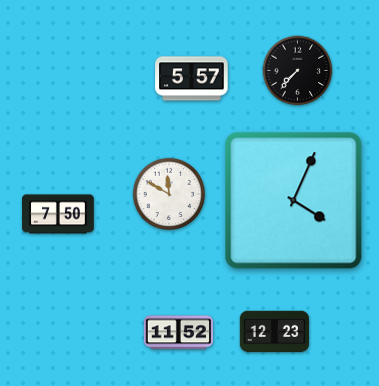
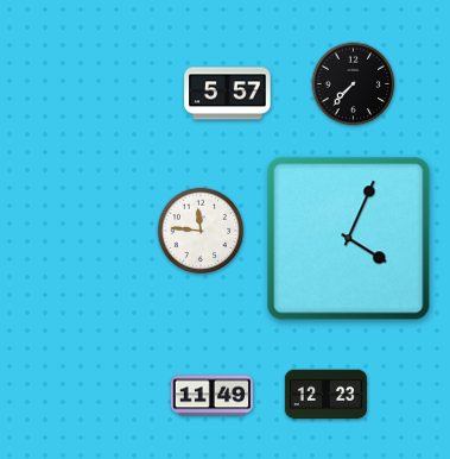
clock at (169, 194): 11:50 -> 11:46
clock at (58, 214): 7:50 -> none
clock at (178, 333): 11:52 -> 11:49
